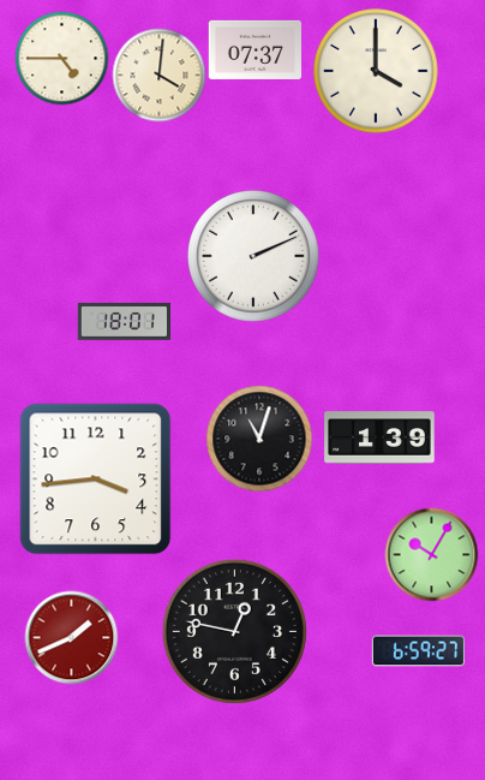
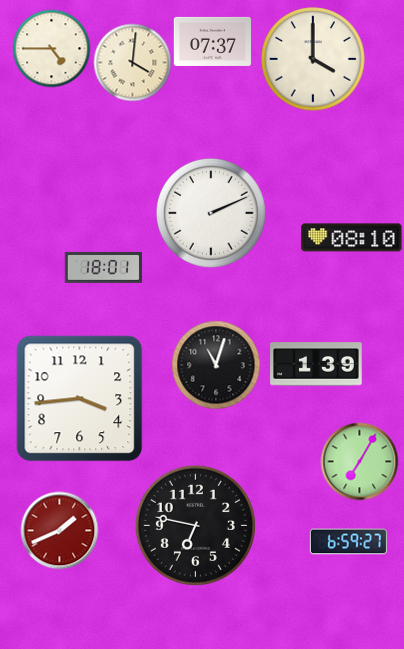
clock at (352, 238): none -> 08:10
clock at (431, 554): 10:05 -> 7:05
clock at (234, 631): 12:47 -> 6:47
